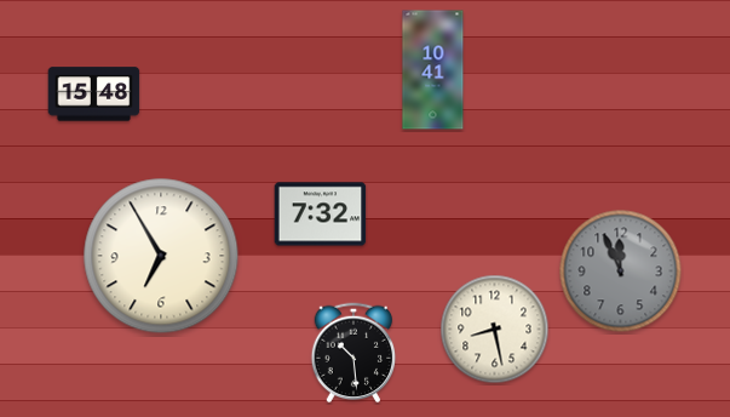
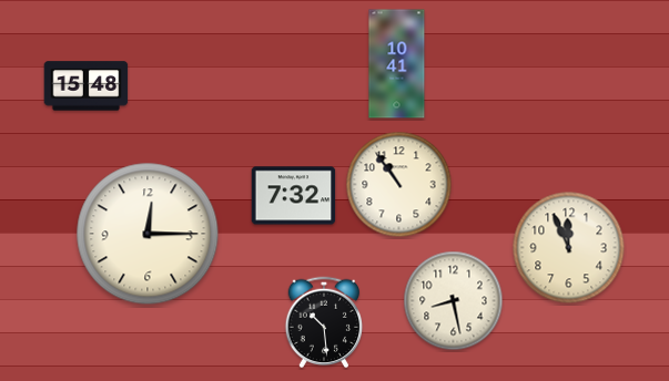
clock at (399, 185): none -> 10:54
clock at (161, 256): 6:55 -> 12:15
clock at (621, 272) dial: grey -> cream
